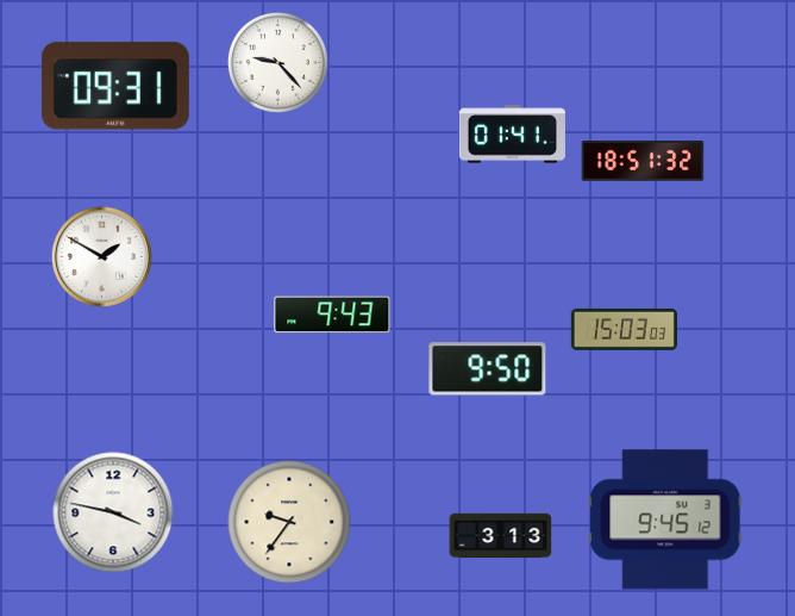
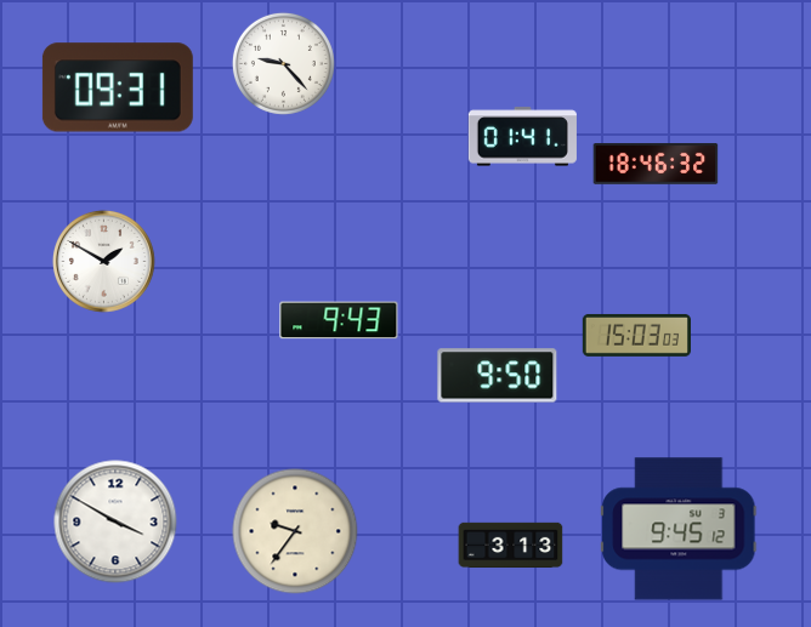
clock at (643, 162): 18:51 -> 18:46
clock at (113, 512): 3:47 -> 3:50
